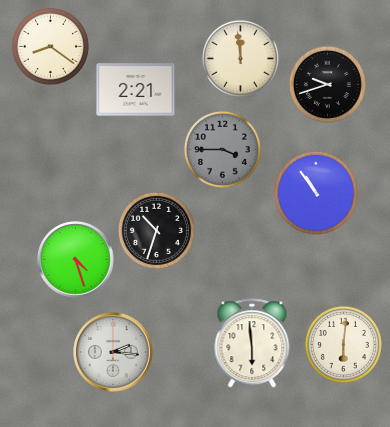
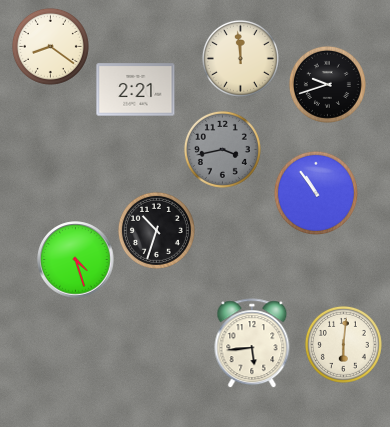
clock at (222, 149): 3:45 -> 3:43
clock at (252, 343): 5:59 -> 5:44
clock at (114, 353): 2:16 -> none
